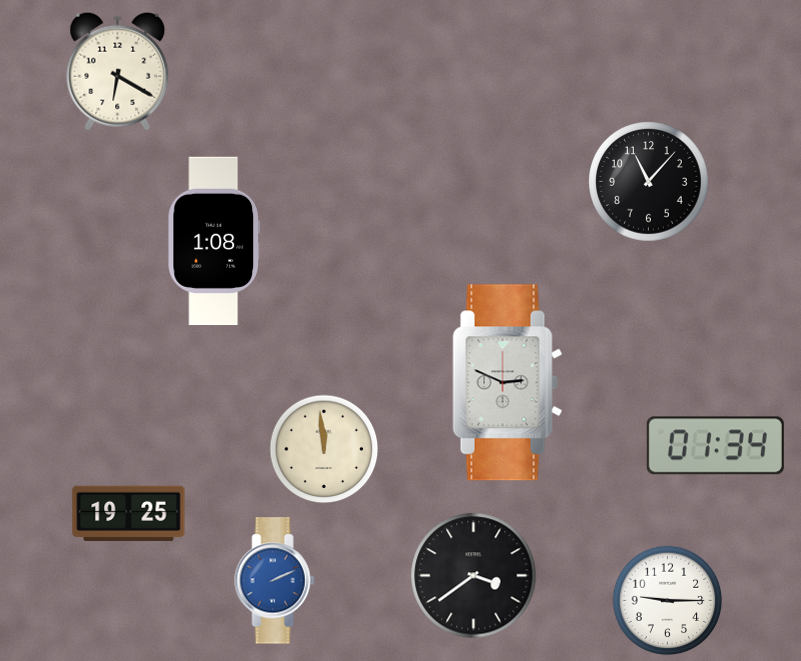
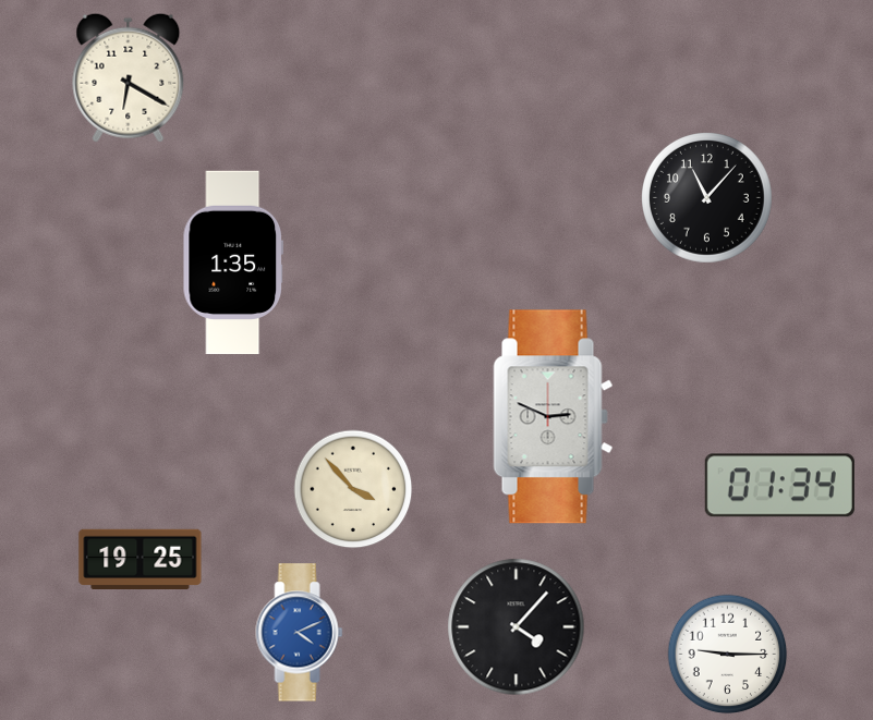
clock at (213, 241): 1:08 -> 1:35
clock at (324, 449): 11:59 -> 3:53
clock at (474, 576): 3:39 -> 4:07
clock at (275, 581): 2:11 -> 4:11
